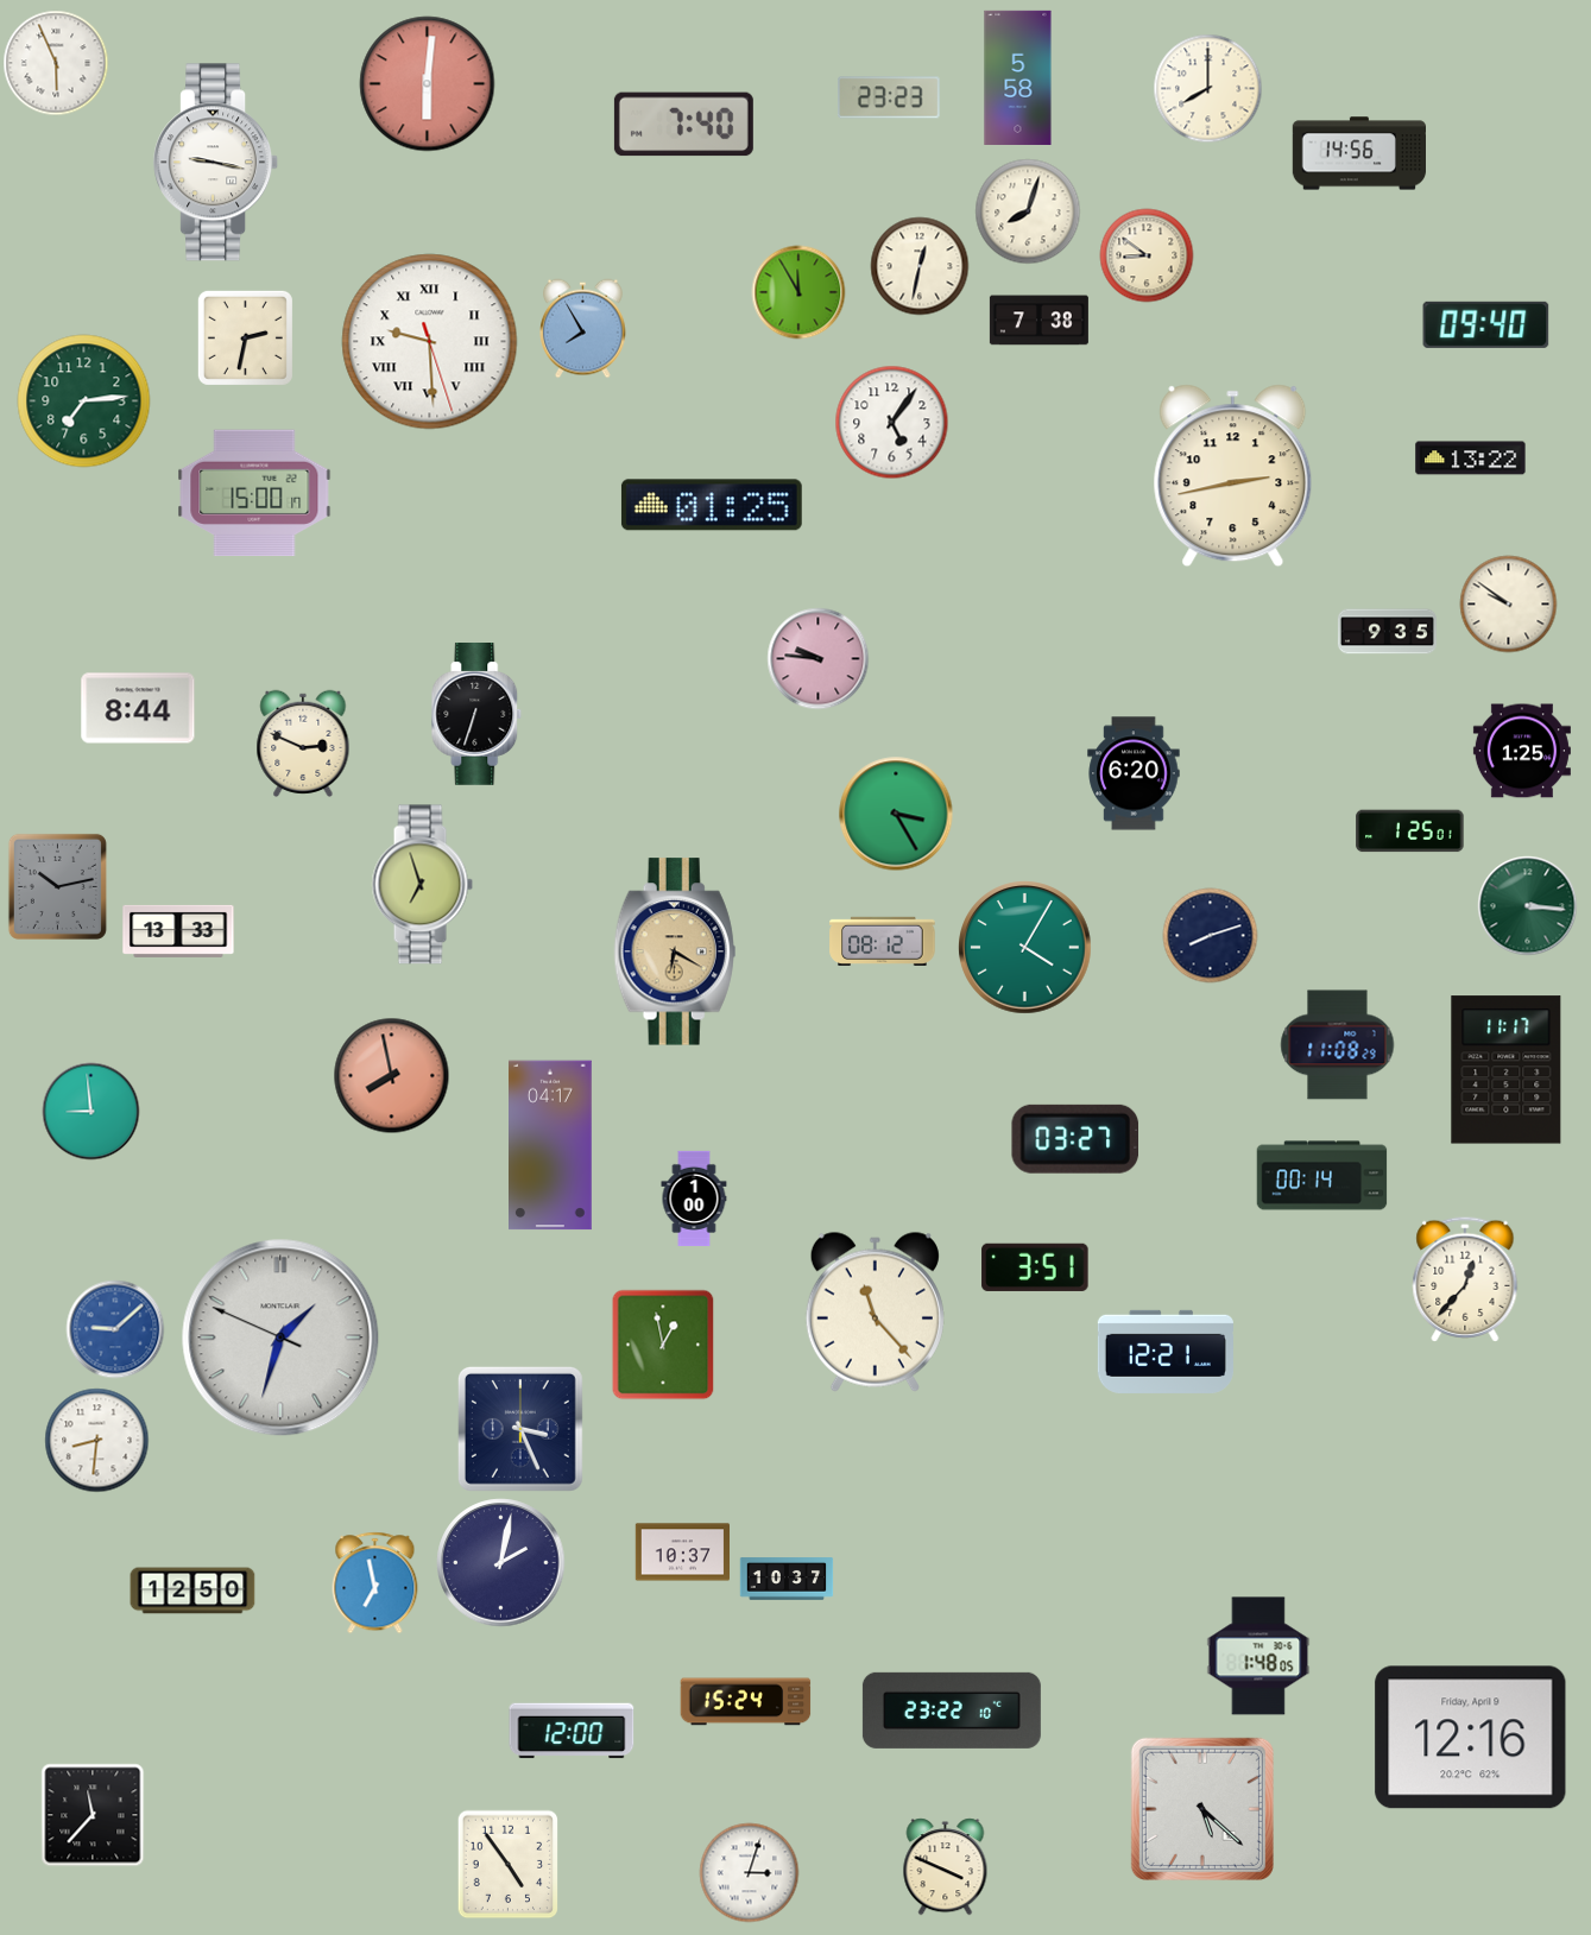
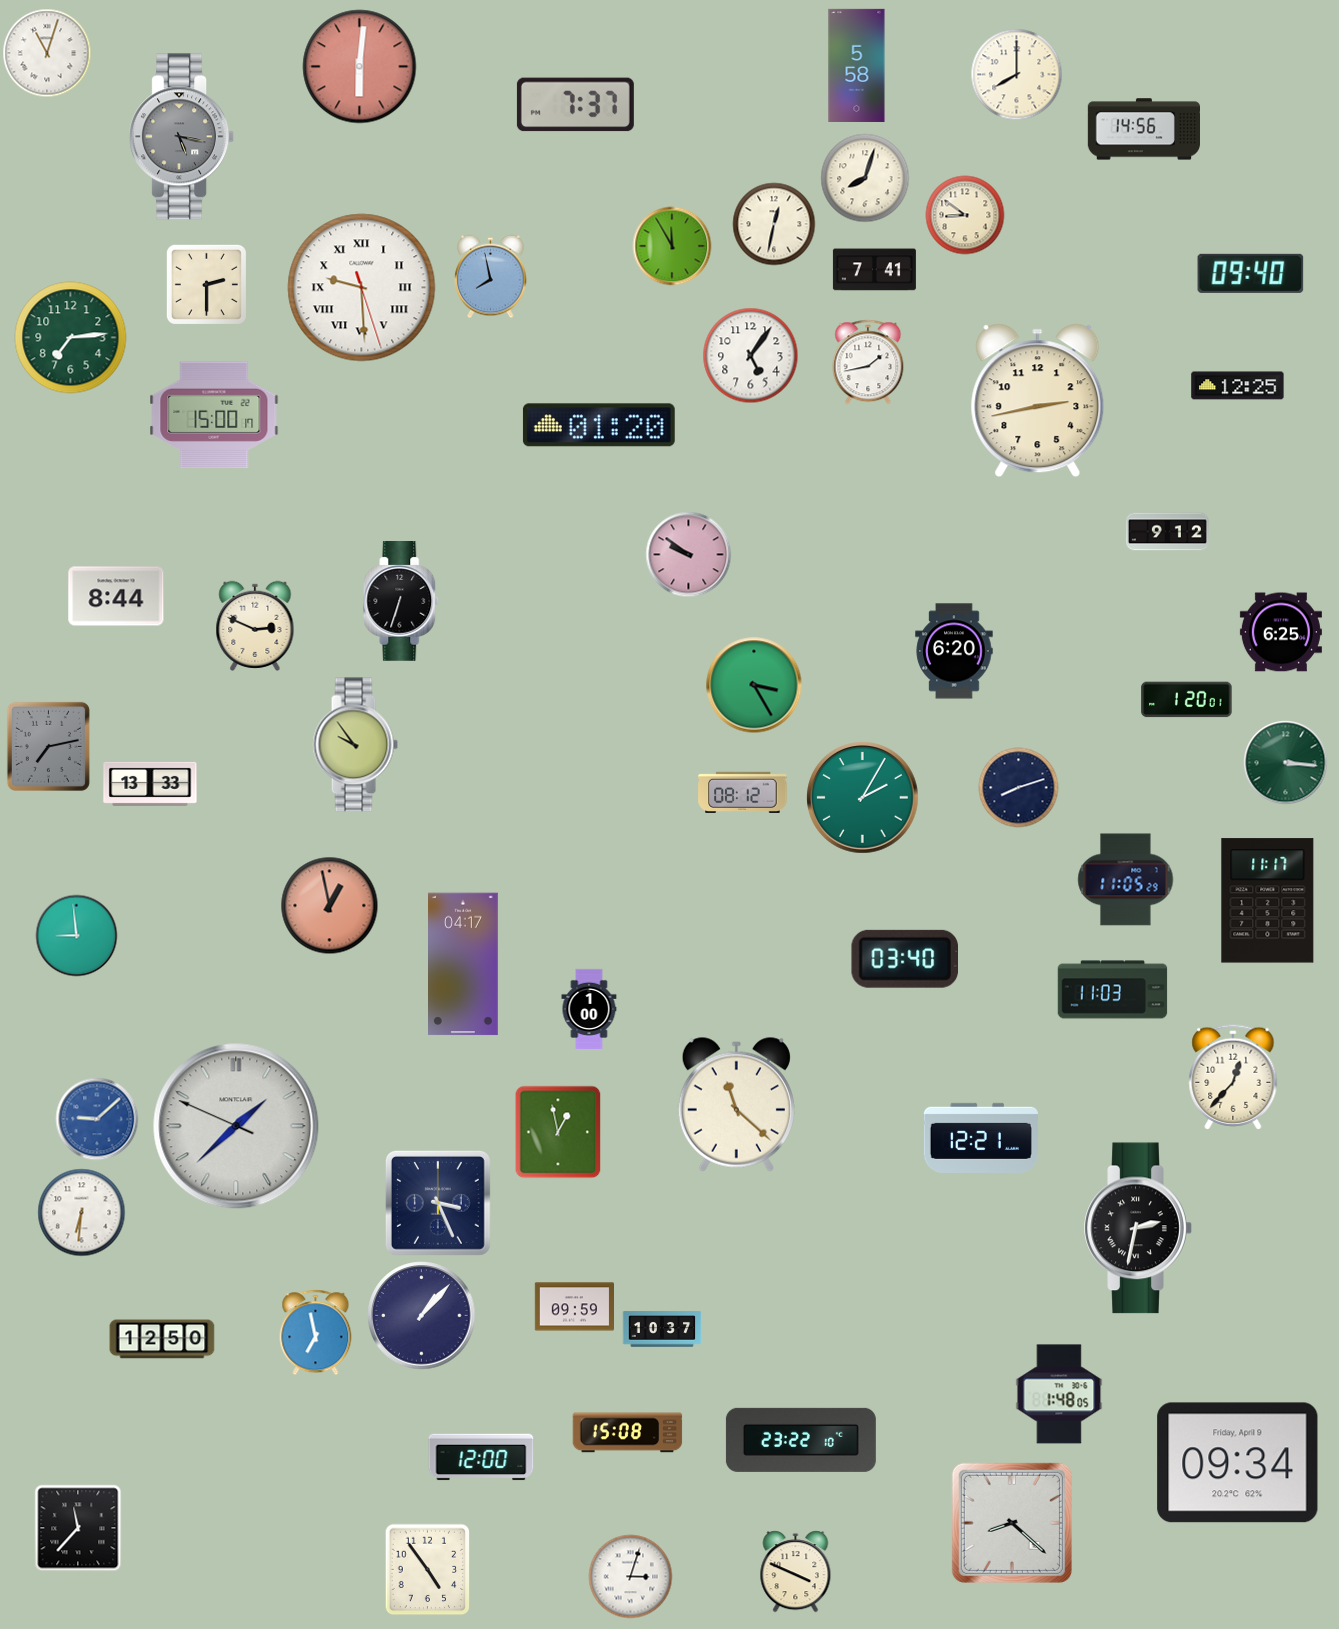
clock at (56, 63): 5:56 -> 11:03
clock at (428, 84) position: (428, 84) -> (360, 67)
clock at (889, 97): 23:23 -> none
clock at (683, 125): 7:40 -> 7:37
clock at (216, 163): 9:17 -> 5:17
clock at (216, 163) dial: white -> grey
clock at (1038, 321): 7:38 -> 7:41
clock at (583, 329): 7:55 -> 7:58
clock at (245, 337): 2:32 -> 2:30
clock at (868, 362): none -> 1:43
clock at (1471, 459): 13:22 -> 12:25
clock at (712, 505): 01:25 -> 01:20
clock at (1509, 605): 9:51 -> none
clock at (1387, 632): 9:35 -> 9:12
clock at (819, 659): 9:46 -> 9:51
clock at (1522, 751): 1:25 -> 6:25
clock at (1410, 831): 1:25 -> 1:20
clock at (422, 885): 6:57 -> 9:54
clock at (57, 886): 10:13 -> 7:13
clock at (1025, 948): 4:05 -> 2:05
clock at (675, 951): 6:20 -> none
clock at (1338, 1045): 11:08 -> 11:05
clock at (392, 1076): 7:58 -> 12:58
clock at (1074, 1139): 03:27 -> 03:40
clock at (1322, 1176): 00:14 -> 11:03
clock at (694, 1197) position: (694, 1197) -> (589, 1008)
clock at (1035, 1267): 3:51 -> none
clock at (875, 1311): 11:23 -> 11:22
clock at (280, 1338): 1:32 -> 1:37
clock at (97, 1441): 8:31 -> 6:31
clock at (1138, 1228): none -> 2:32
clock at (682, 1553): 10:37 -> 09:59
clock at (501, 1563): 2:02 -> 1:07
clock at (746, 1702): 15:24 -> 15:08
clock at (1471, 1738): 12:16 -> 09:34
clock at (1202, 1809): 5:22 -> 8:22
